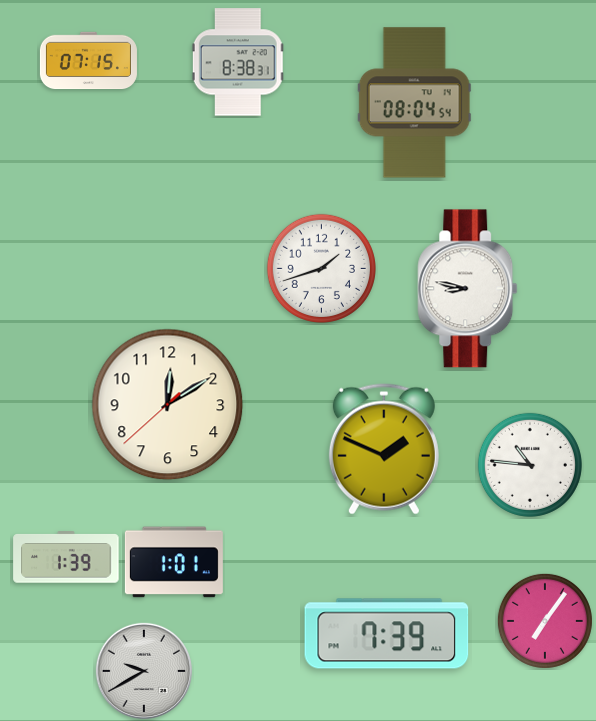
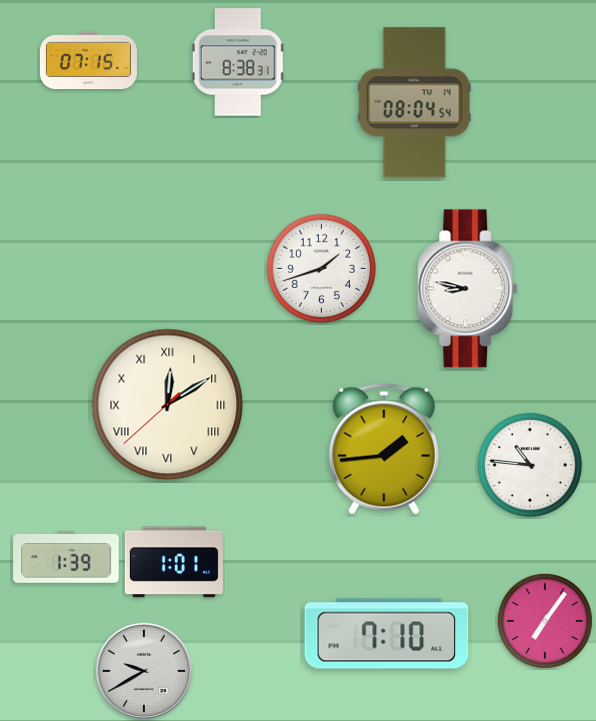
clock at (168, 405) numerals: Arabic -> Roman
clock at (384, 449): 1:49 -> 1:44
clock at (387, 634): 7:39 -> 7:10
